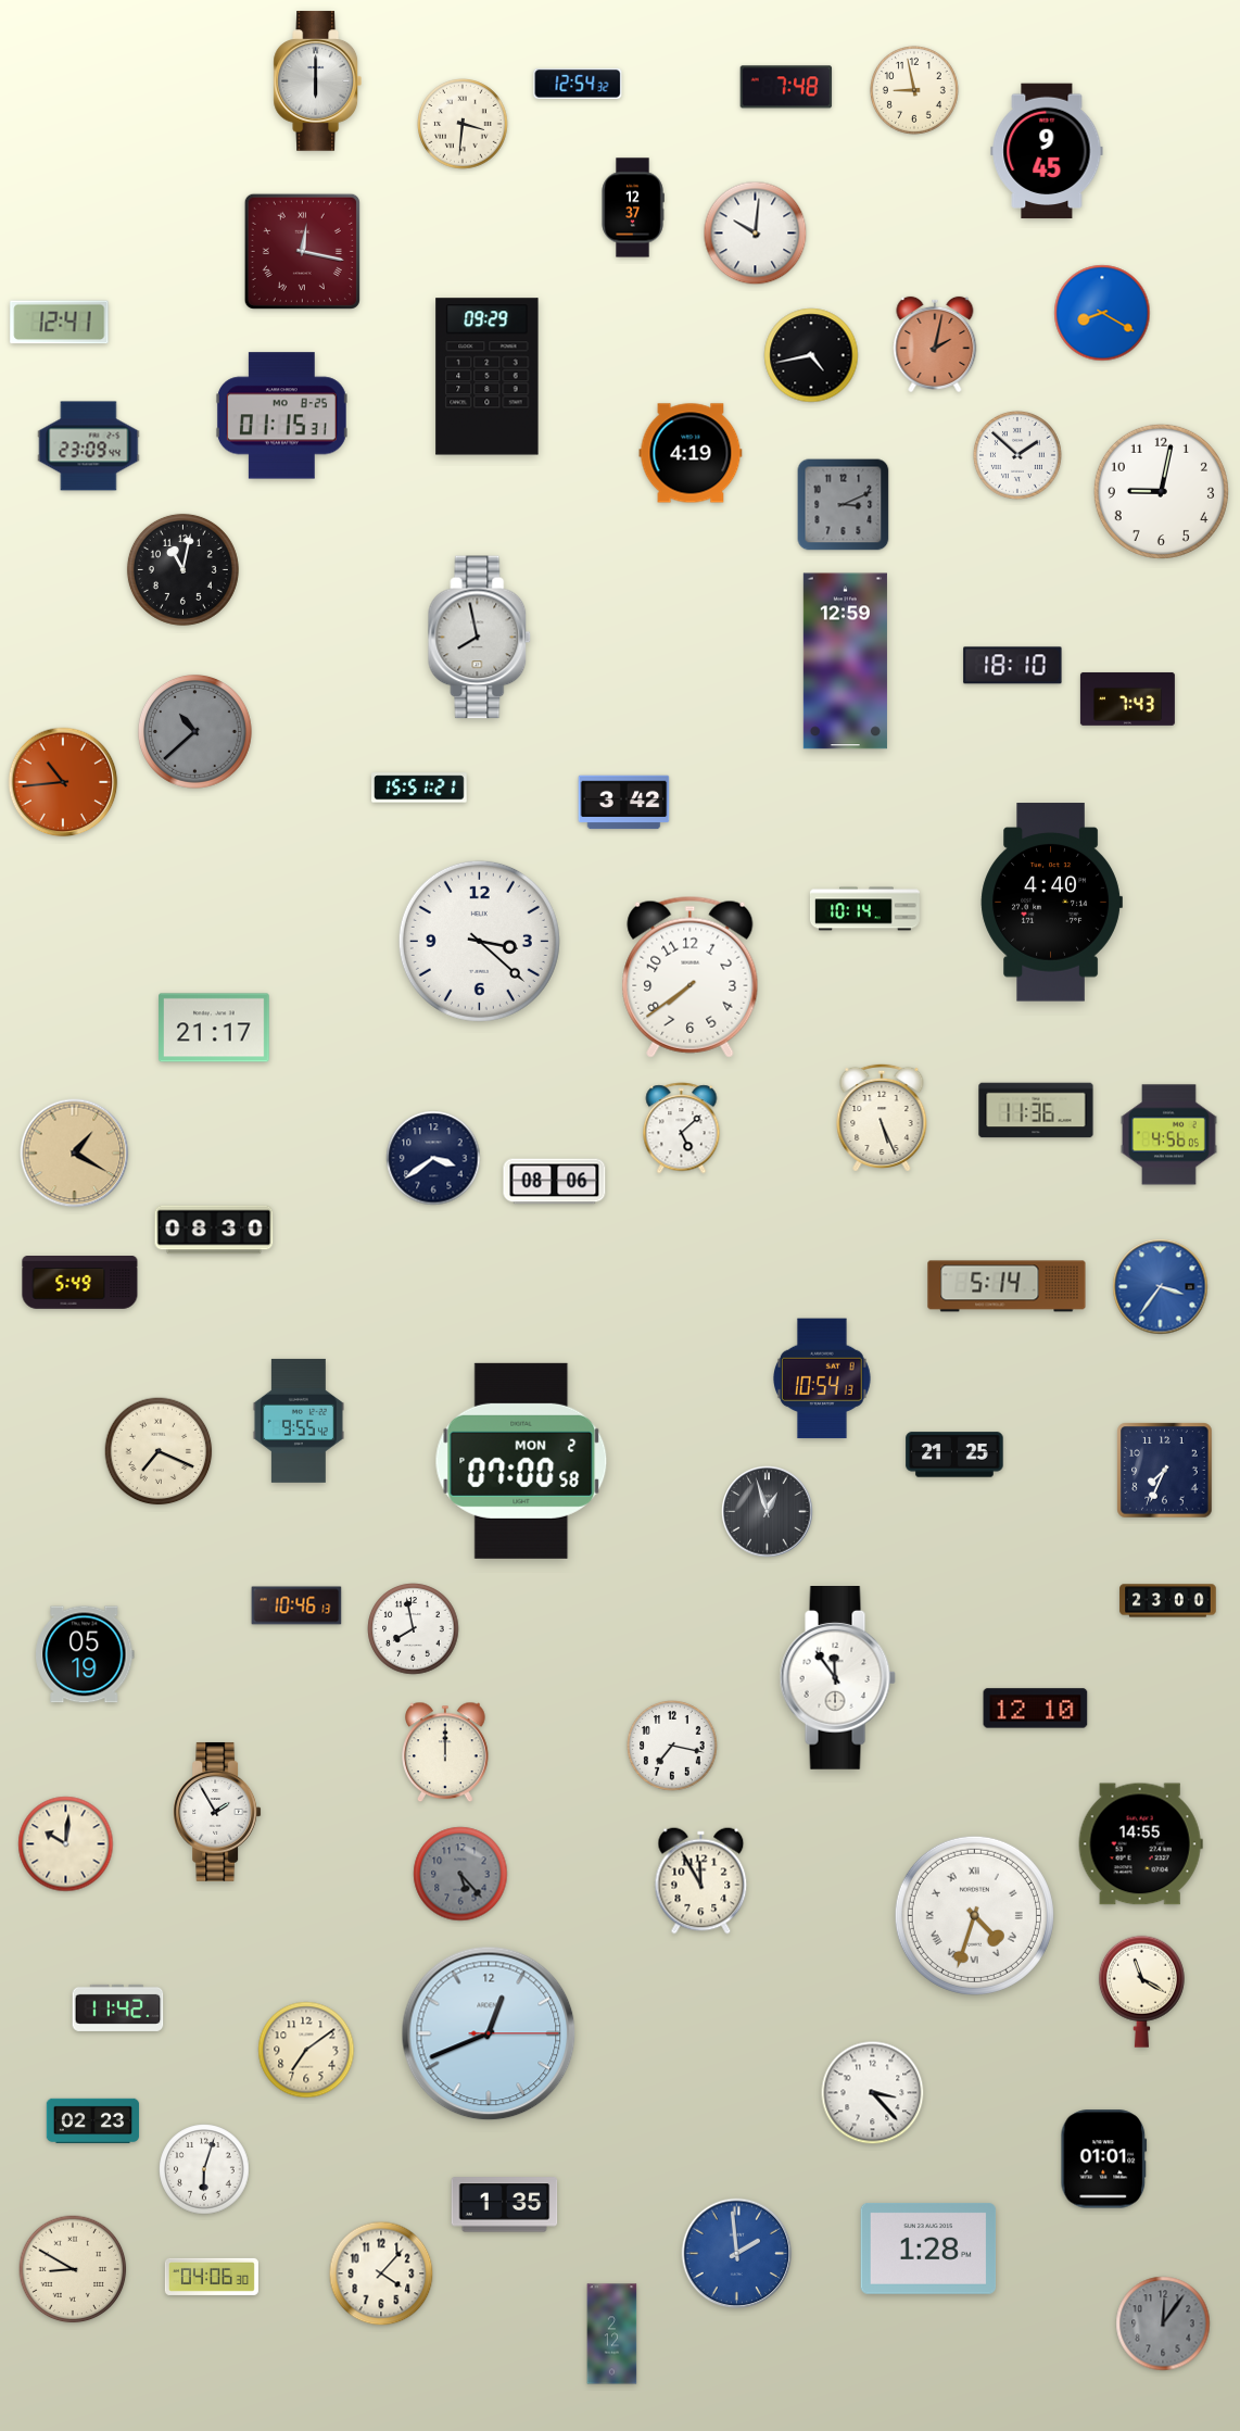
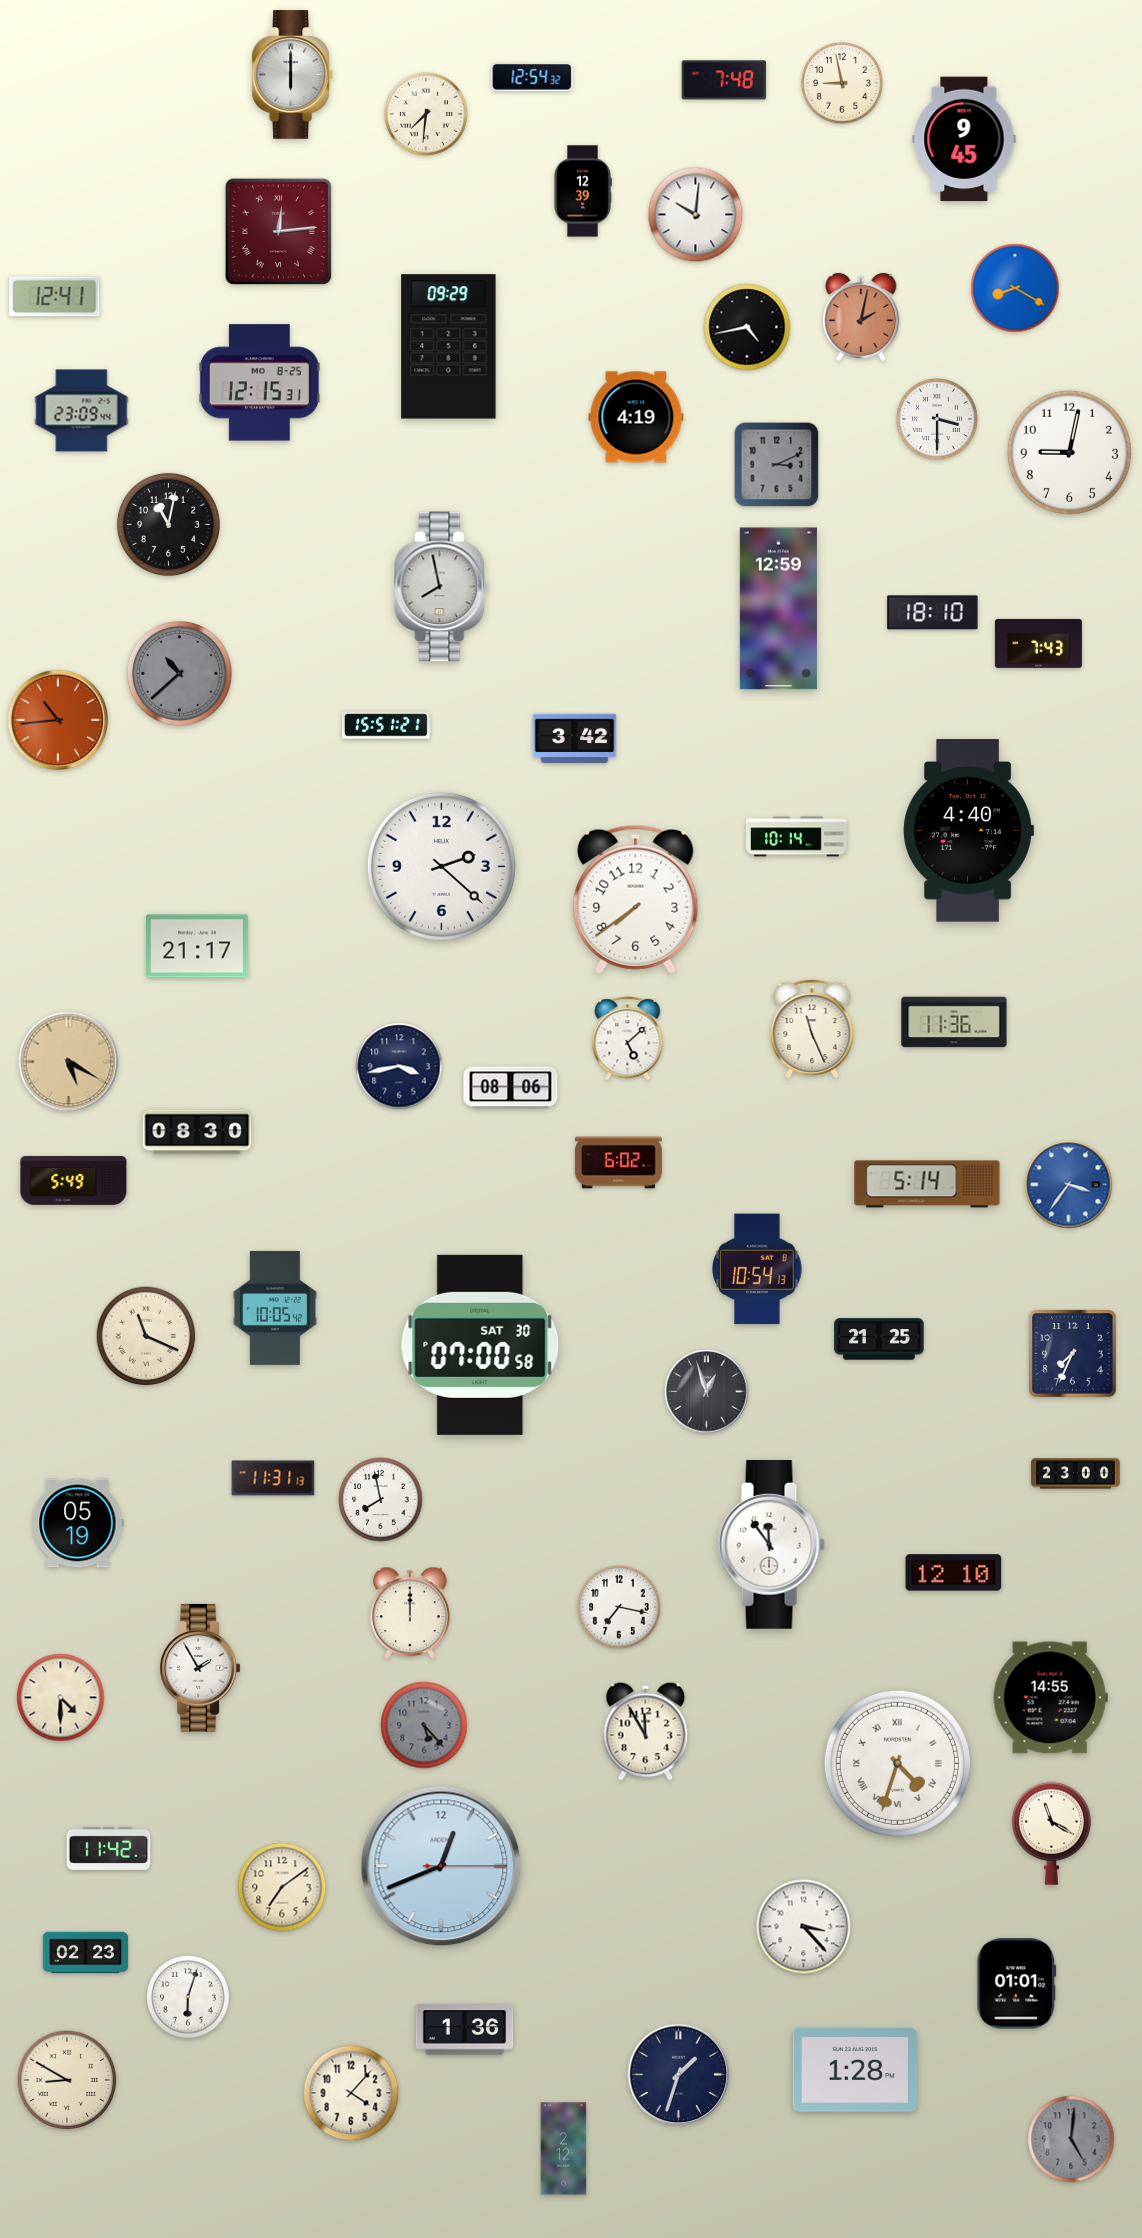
clock at (463, 124): 3:31 -> 7:31
clock at (633, 207): 12:37 -> 12:39
clock at (302, 251): 12:17 -> 12:14
clock at (281, 416): 01:15 -> 12:15
clock at (1017, 455): 1:52 -> 3:30
clock at (479, 941): 3:22 -> 2:22
clock at (882, 1117): 5:26 -> 11:26
clock at (1168, 1135): 4:56 -> none
clock at (75, 1154): 1:20 -> 5:20
clock at (433, 1158): 3:39 -> 3:43
clock at (618, 1163): none -> 6:02
clock at (299, 1421): 9:55 -> 10:05
clock at (159, 1451): 7:19 -> 11:19
clock at (521, 1461) date: MON 2 -> SAT 30
clock at (296, 1605): 10:46 -> 11:31
clock at (66, 1844): 10:01 -> 4:30
clock at (489, 2033) position: (489, 2033) -> (441, 1866)
clock at (1104, 2159) position: (1104, 2159) -> (1017, 1984)
clock at (505, 2205): 1:35 -> 1:36
clock at (737, 2254): 1:59 -> 1:33
clock at (737, 2254) dial: blue -> navy
clock at (73, 2269) position: (73, 2269) -> (67, 2080)
clock at (212, 2277): 04:06 -> none
clock at (1163, 2323): 12:06 -> 5:01
